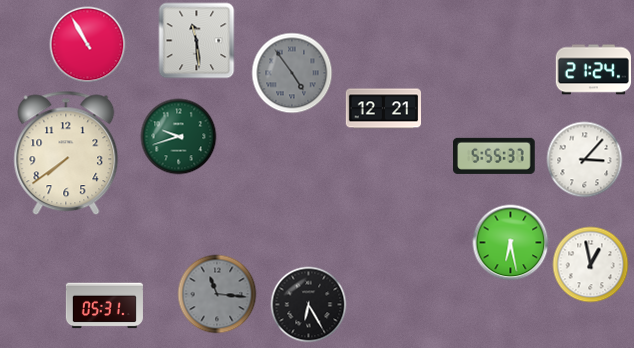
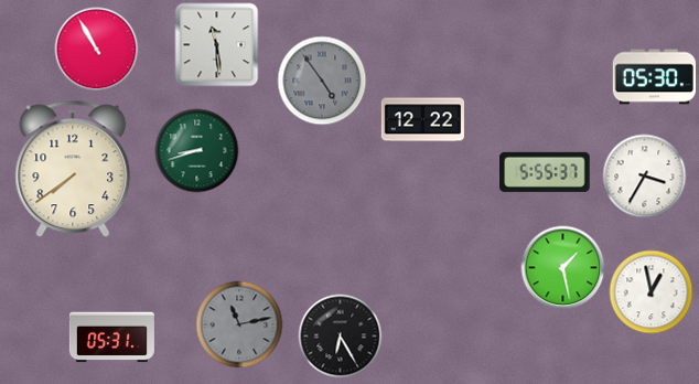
clock at (593, 70): 21:24 -> 05:30
clock at (383, 109): 12:21 -> 12:22
clock at (179, 137): 9:42 -> 8:42
clock at (585, 160): 3:07 -> 3:35
clock at (511, 243): 6:28 -> 1:28
clock at (217, 294): 11:16 -> 11:13
clock at (104, 306) position: (104, 306) -> (111, 338)
